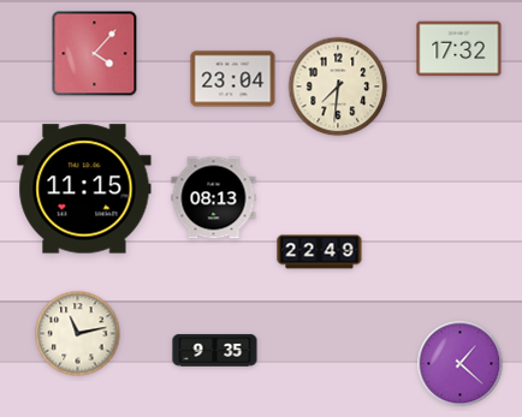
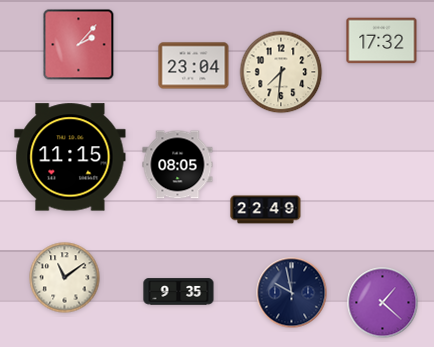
clock at (95, 54): 4:07 -> 2:07
clock at (214, 198): 08:13 -> 08:05
clock at (78, 334): 11:13 -> 11:09
clock at (292, 293): none -> 9:58
